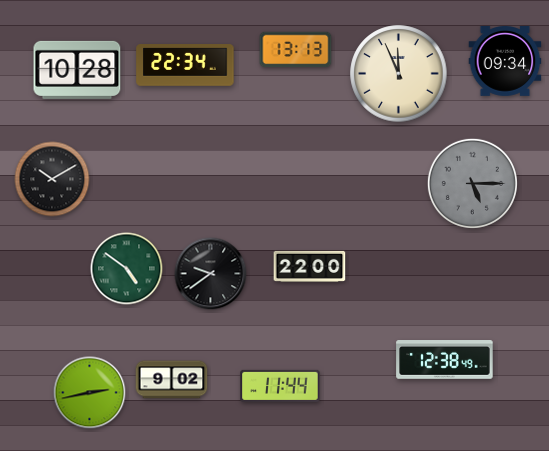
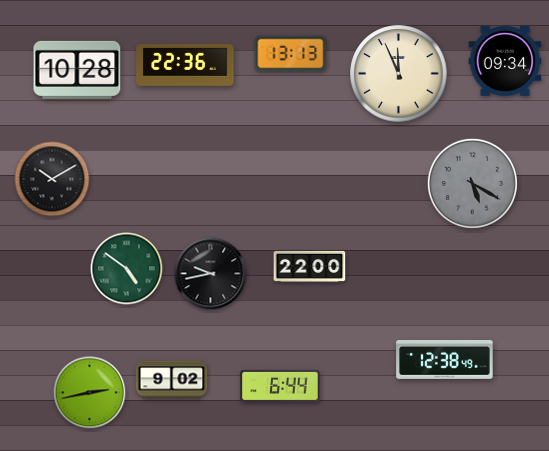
clock at (296, 50) position: (296, 50) -> (291, 54)
clock at (185, 65): 22:34 -> 22:36
clock at (472, 183): 5:15 -> 5:20
clock at (211, 274): 9:39 -> 9:43
clock at (280, 386): 11:44 -> 6:44
